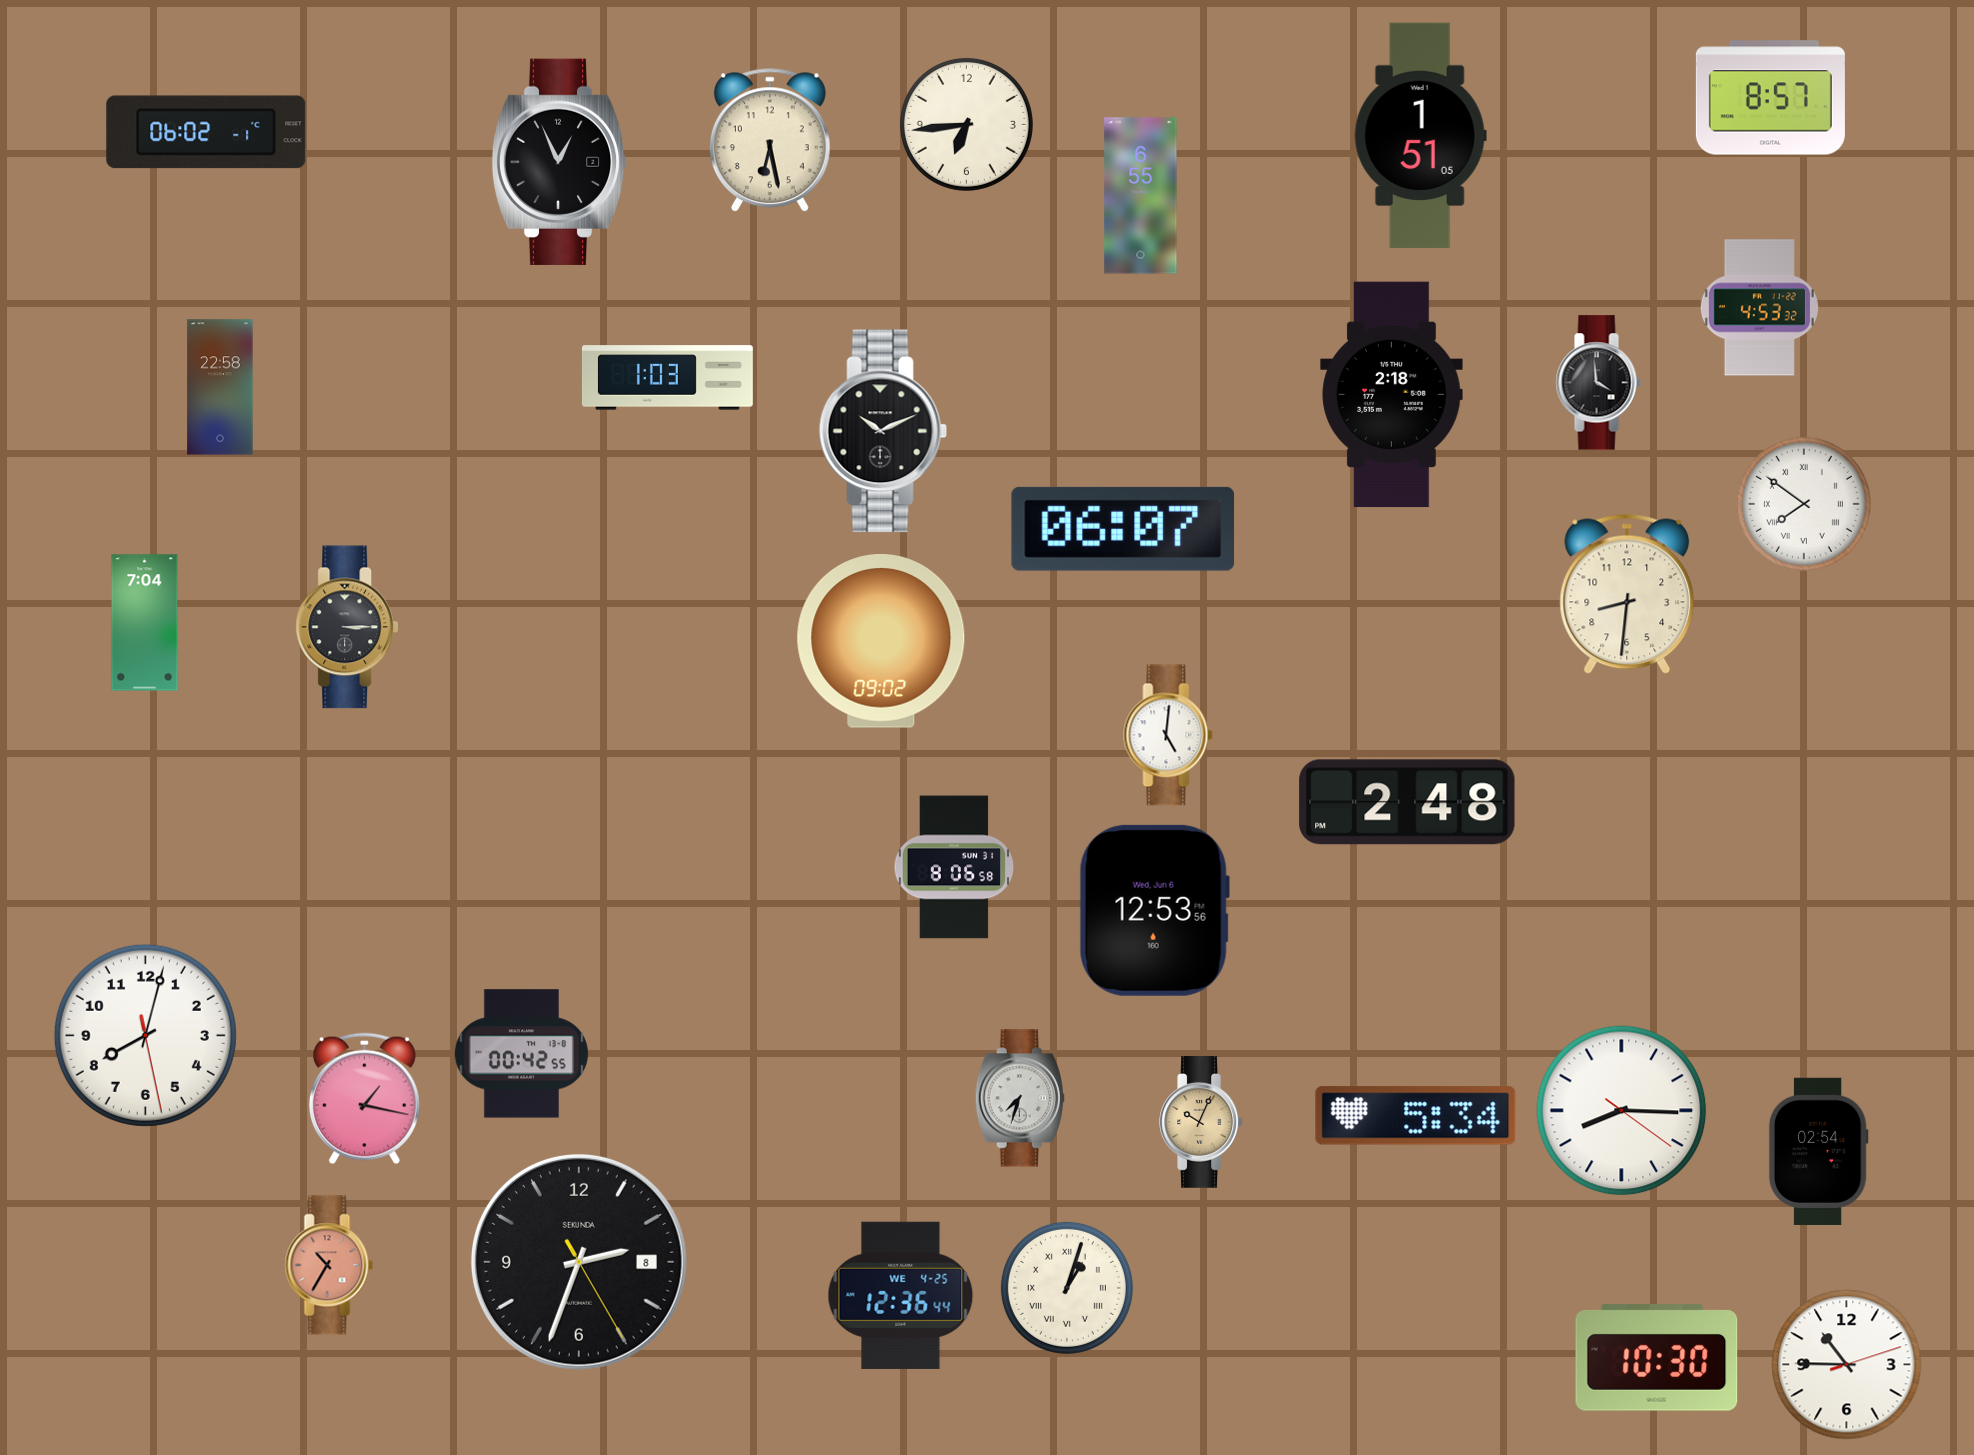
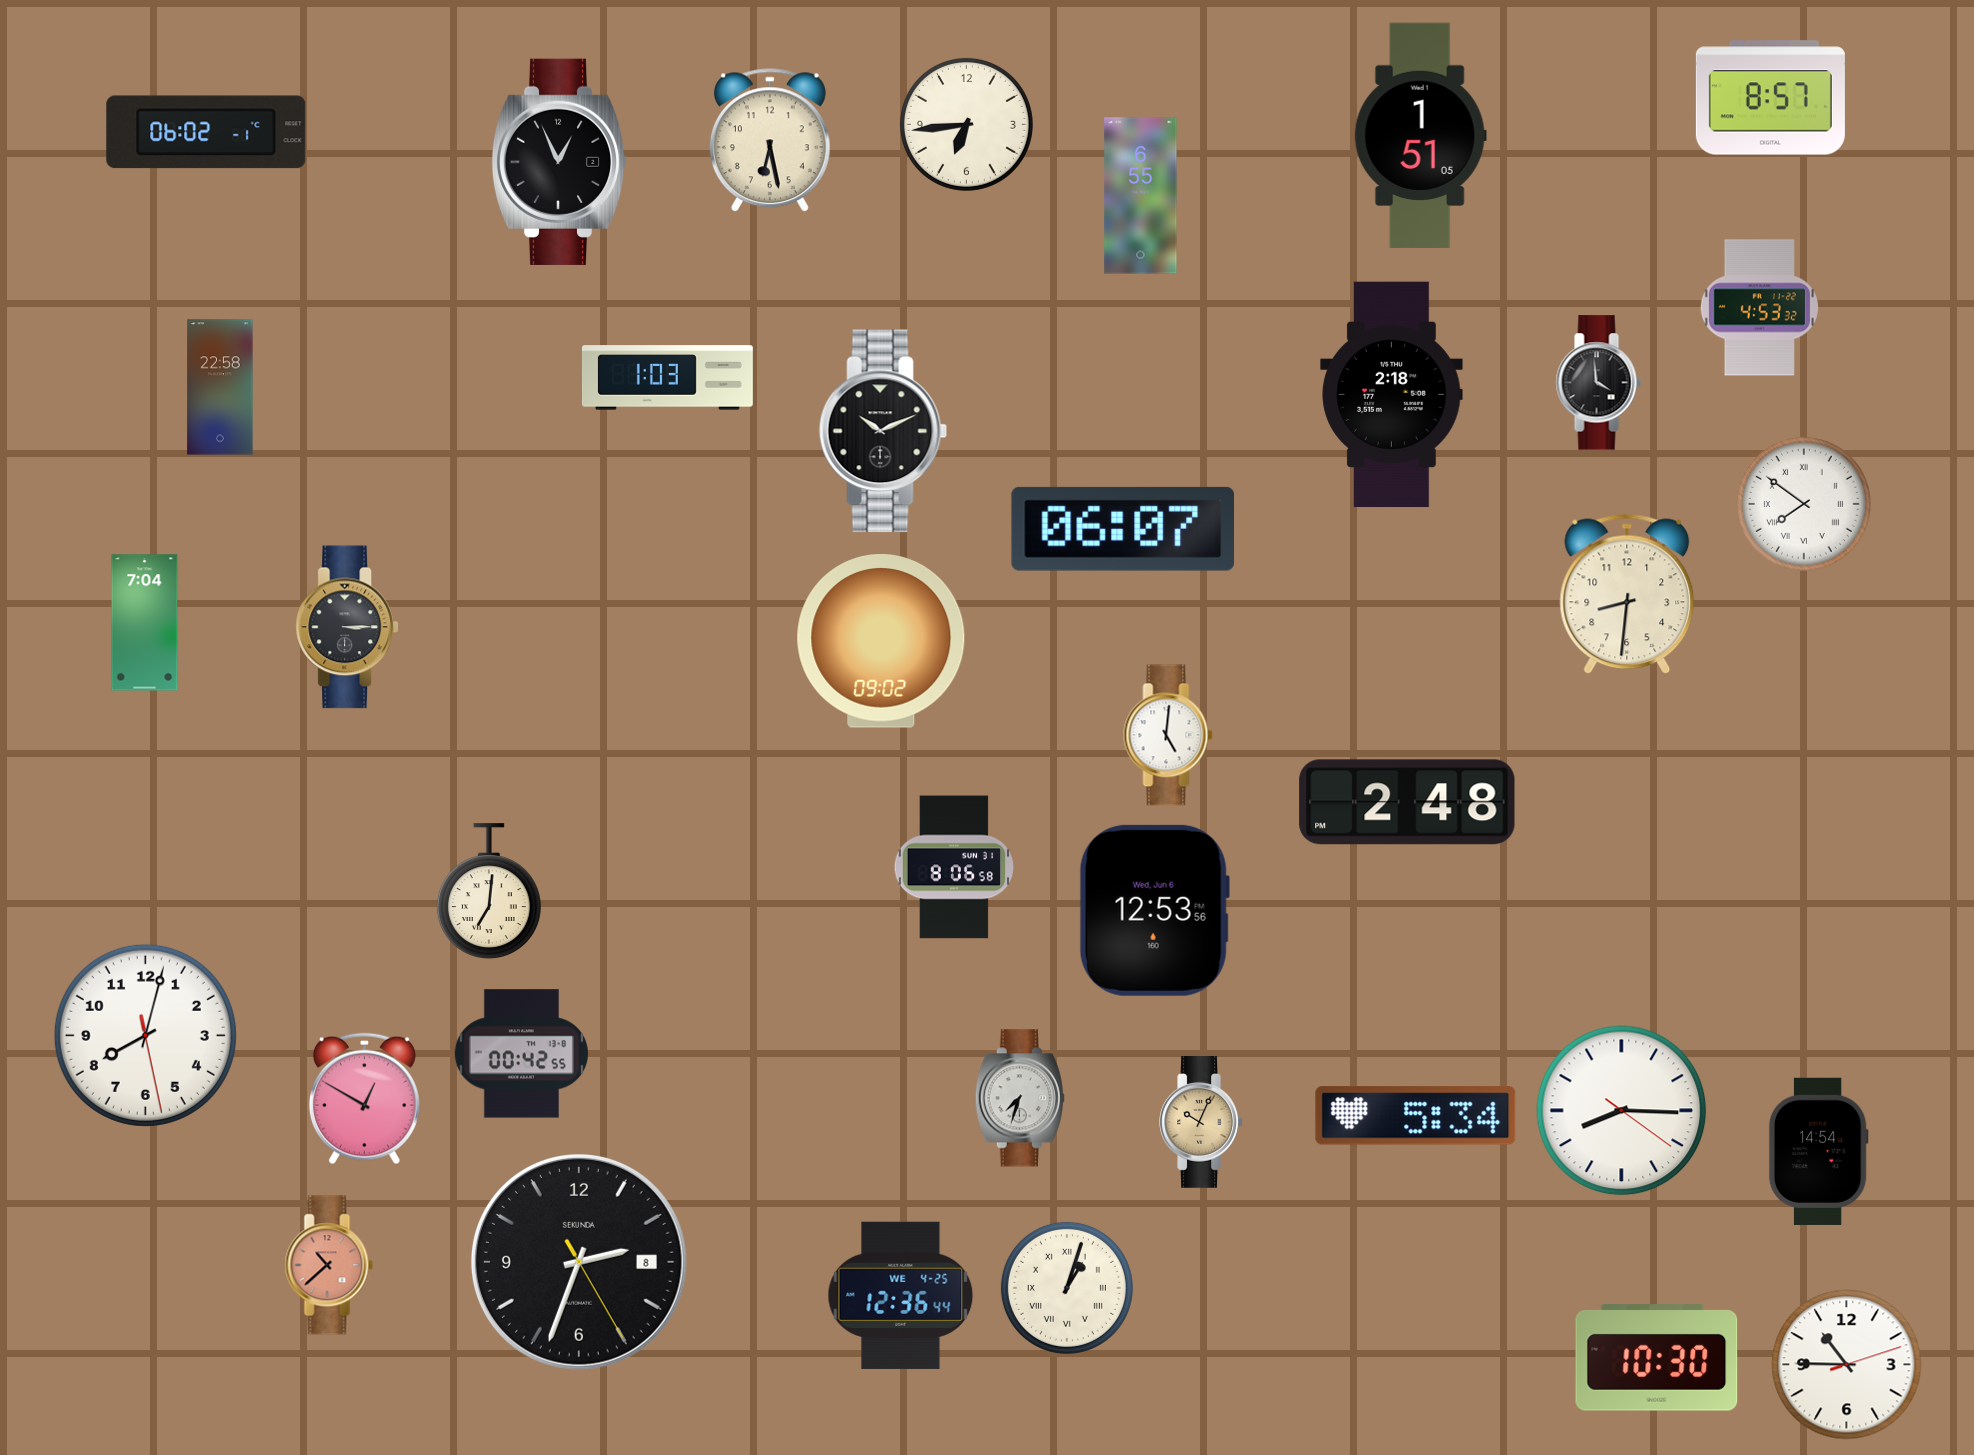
clock at (489, 891): none -> 7:01
clock at (364, 1099): 1:17 -> 12:50
clock at (1818, 1151): 02:54 -> 14:54
clock at (329, 1265): 10:35 -> 10:38
